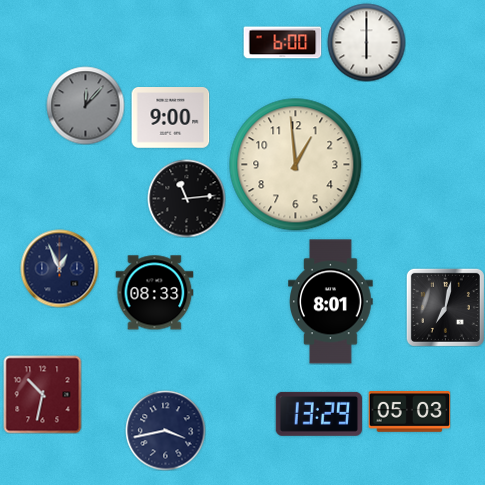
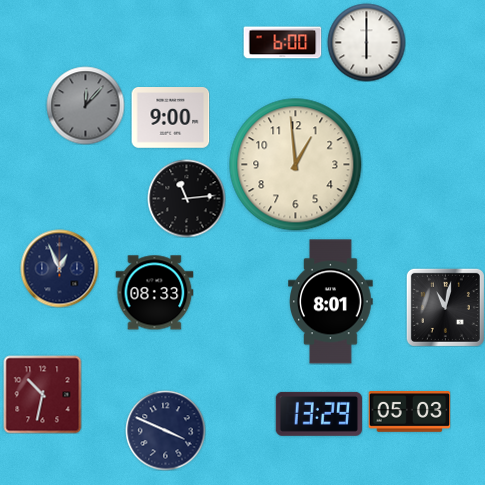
clock at (445, 307): 7:02 -> 11:02
clock at (165, 430): 3:43 -> 3:49
